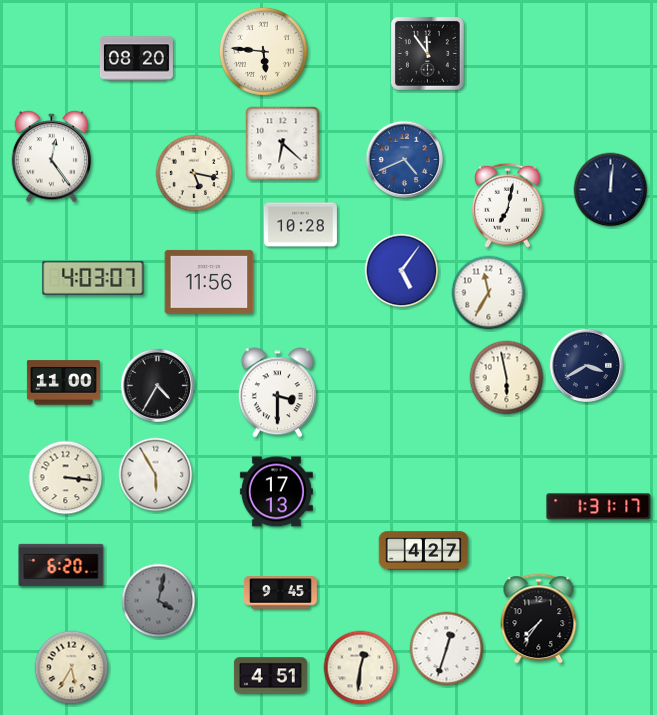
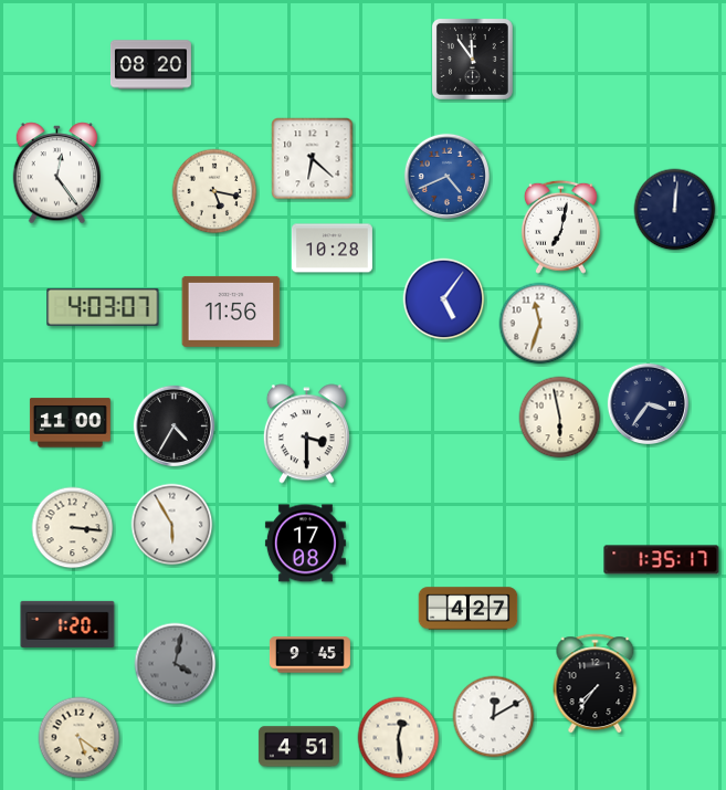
clock at (263, 51): 5:46 -> none
clock at (489, 293): 11:35 -> 11:33
clock at (586, 365): 3:40 -> 3:36
clock at (276, 492): 17:13 -> 17:08
clock at (599, 507): 1:31 -> 1:35
clock at (61, 565): 6:20 -> 1:20
clock at (447, 649): 12:33 -> 12:10
clock at (72, 668): 5:35 -> 5:21
clock at (361, 668): 12:31 -> 12:29
